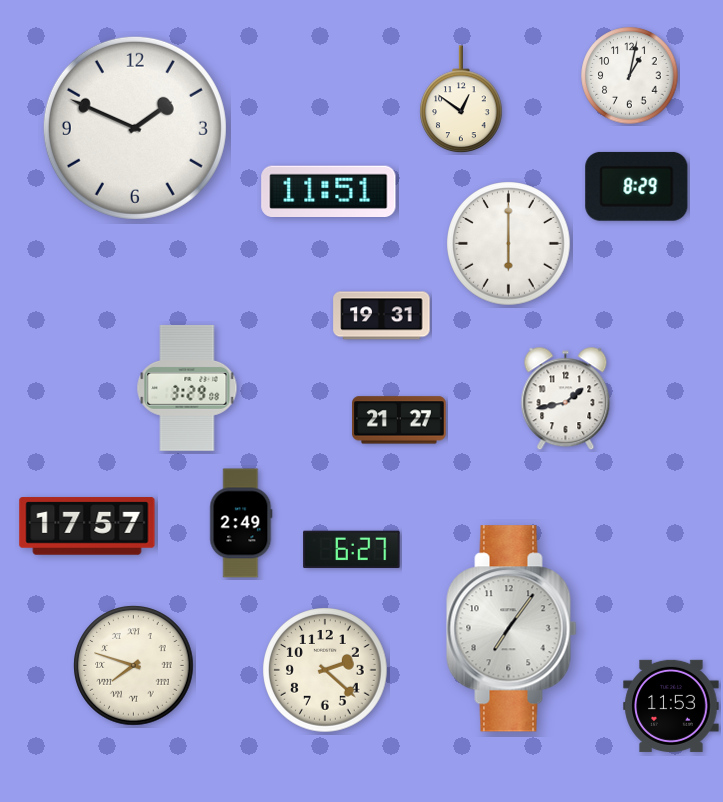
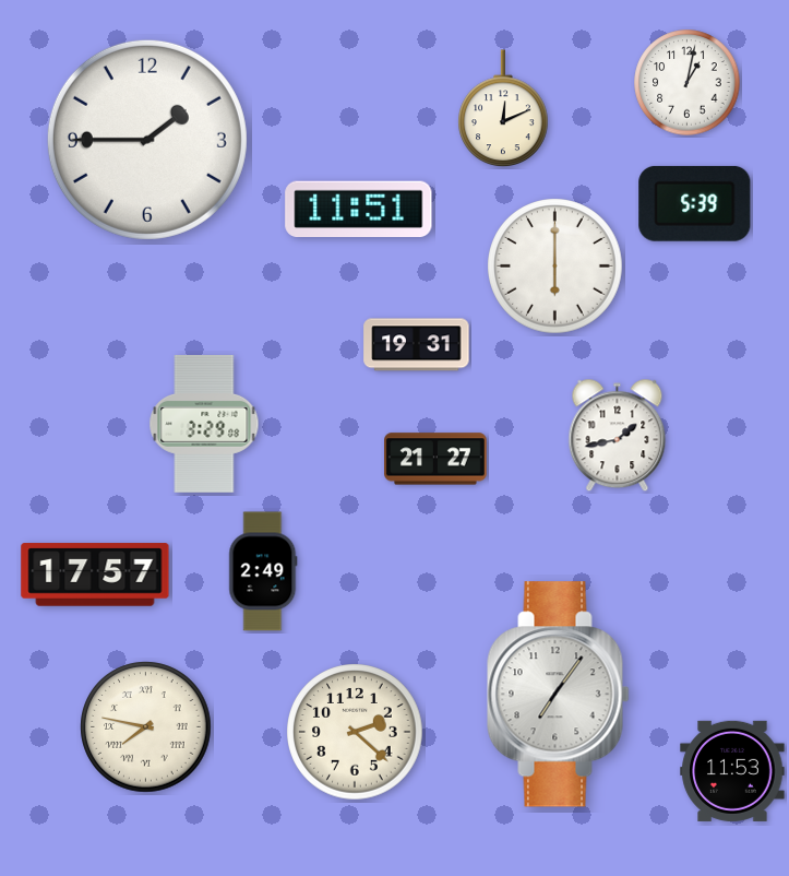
clock at (461, 100): 12:51 -> 12:11
clock at (135, 128): 1:49 -> 1:45
clock at (637, 186): 8:29 -> 5:39
clock at (352, 550): 6:27 -> none
clock at (512, 629) position: (512, 629) -> (559, 695)
clock at (134, 666): 7:48 -> 7:47
